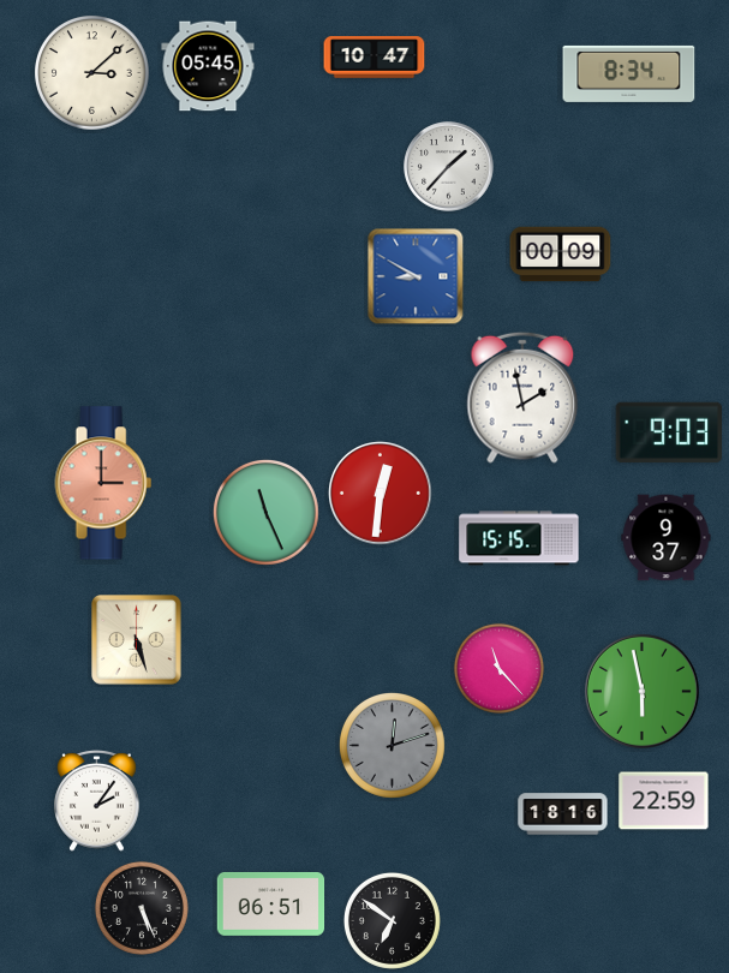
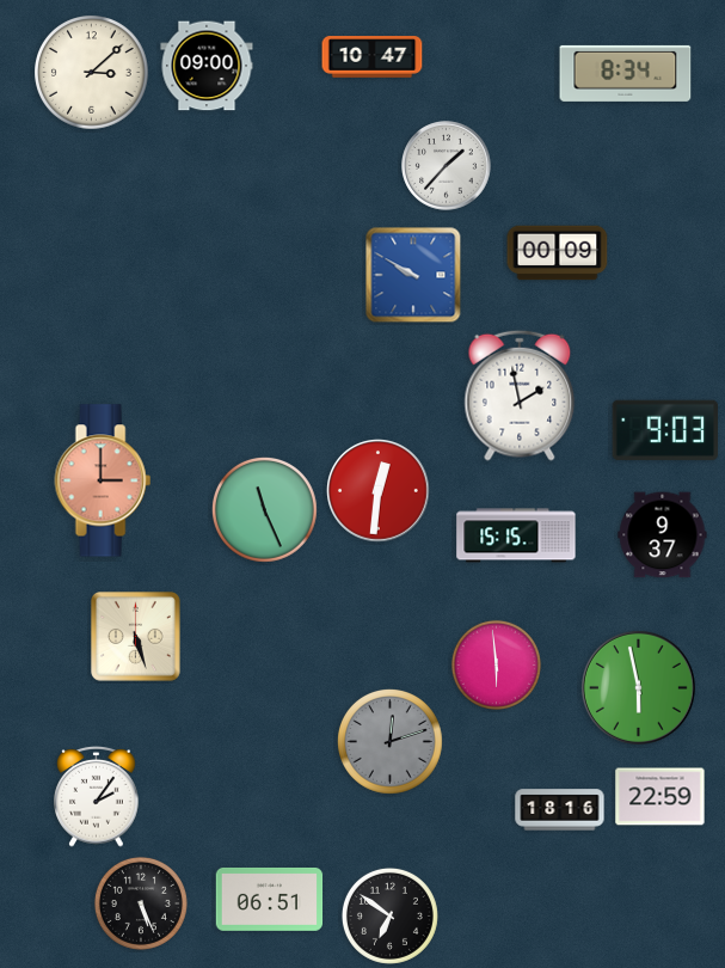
clock at (208, 66): 05:45 -> 09:00
clock at (416, 276): 8:50 -> 9:50
clock at (498, 668): 11:23 -> 5:59
